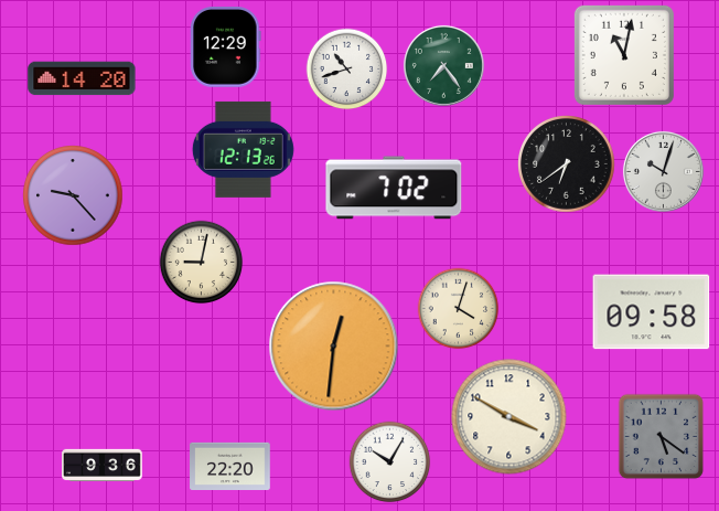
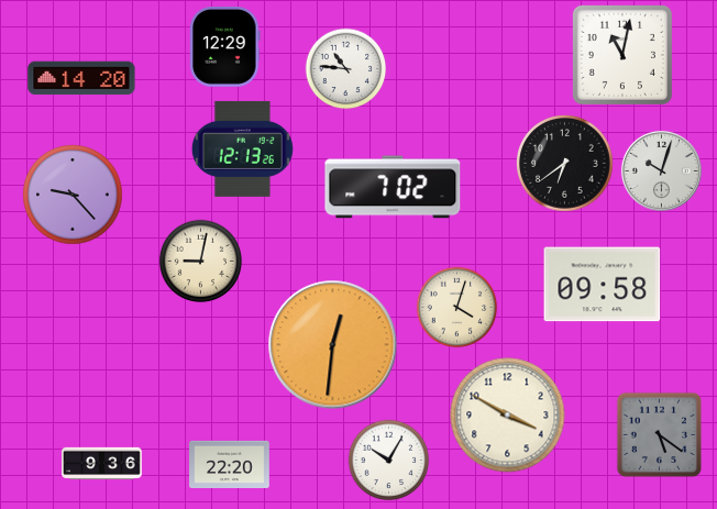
clock at (443, 65): 7:24 -> none
clock at (347, 70): 10:42 -> 10:46
clock at (652, 312) position: (652, 312) -> (603, 285)
